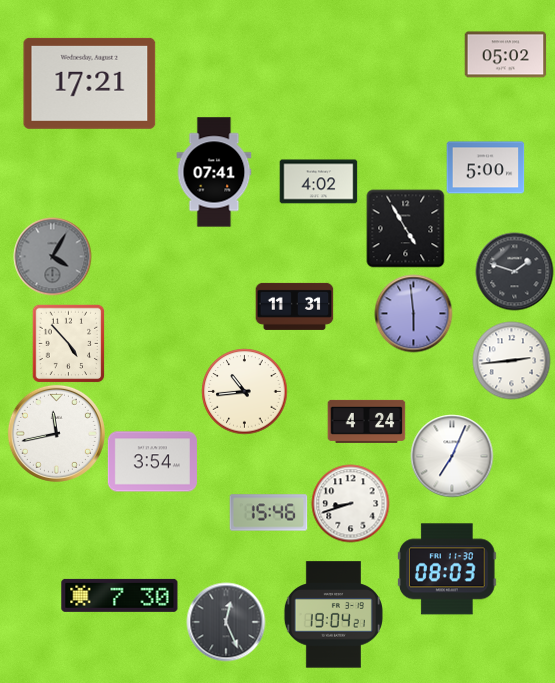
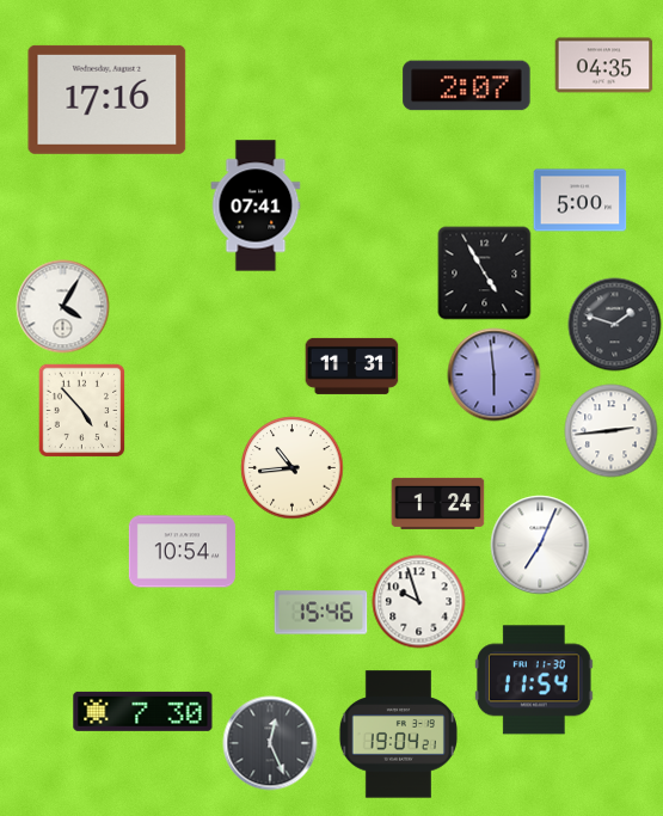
clock at (505, 55): 05:02 -> 04:35
clock at (467, 86): none -> 2:07
clock at (90, 83): 17:21 -> 17:16
clock at (318, 182): 4:02 -> none
clock at (52, 256) dial: grey -> white
clock at (366, 421): 4:24 -> 1:24
clock at (56, 433): 11:43 -> none
clock at (152, 462): 3:54 -> 10:54
clock at (350, 503): 8:42 -> 9:57
clock at (448, 569): 08:03 -> 11:54
